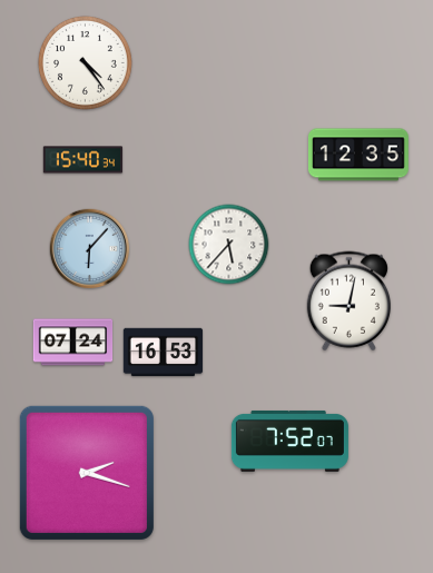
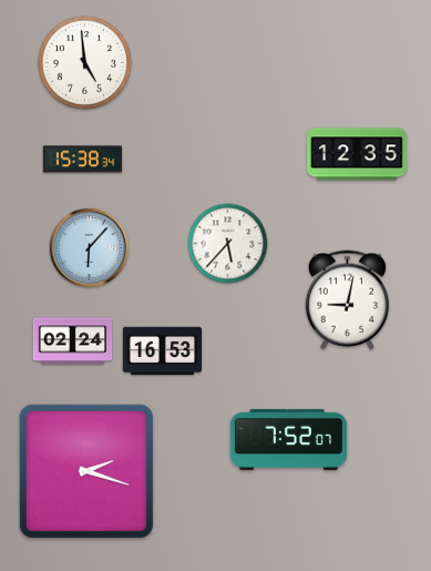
clock at (85, 62): 4:24 -> 4:59
clock at (83, 160): 15:40 -> 15:38
clock at (73, 343): 07:24 -> 02:24
